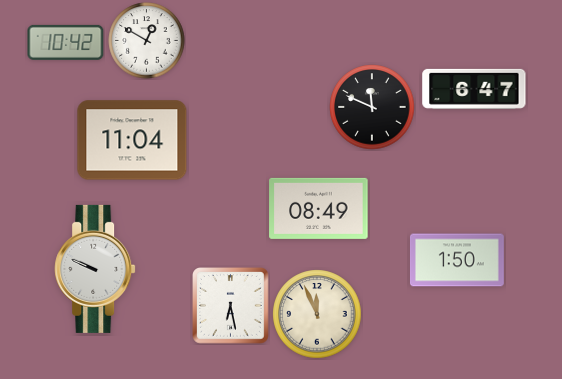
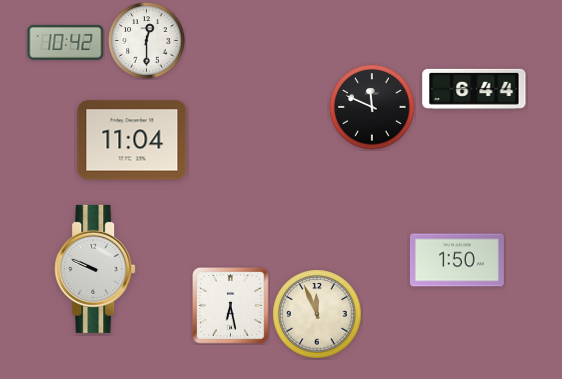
clock at (147, 41): 12:50 -> 12:30
clock at (474, 89): 6:47 -> 6:44
clock at (319, 208): 08:49 -> none
